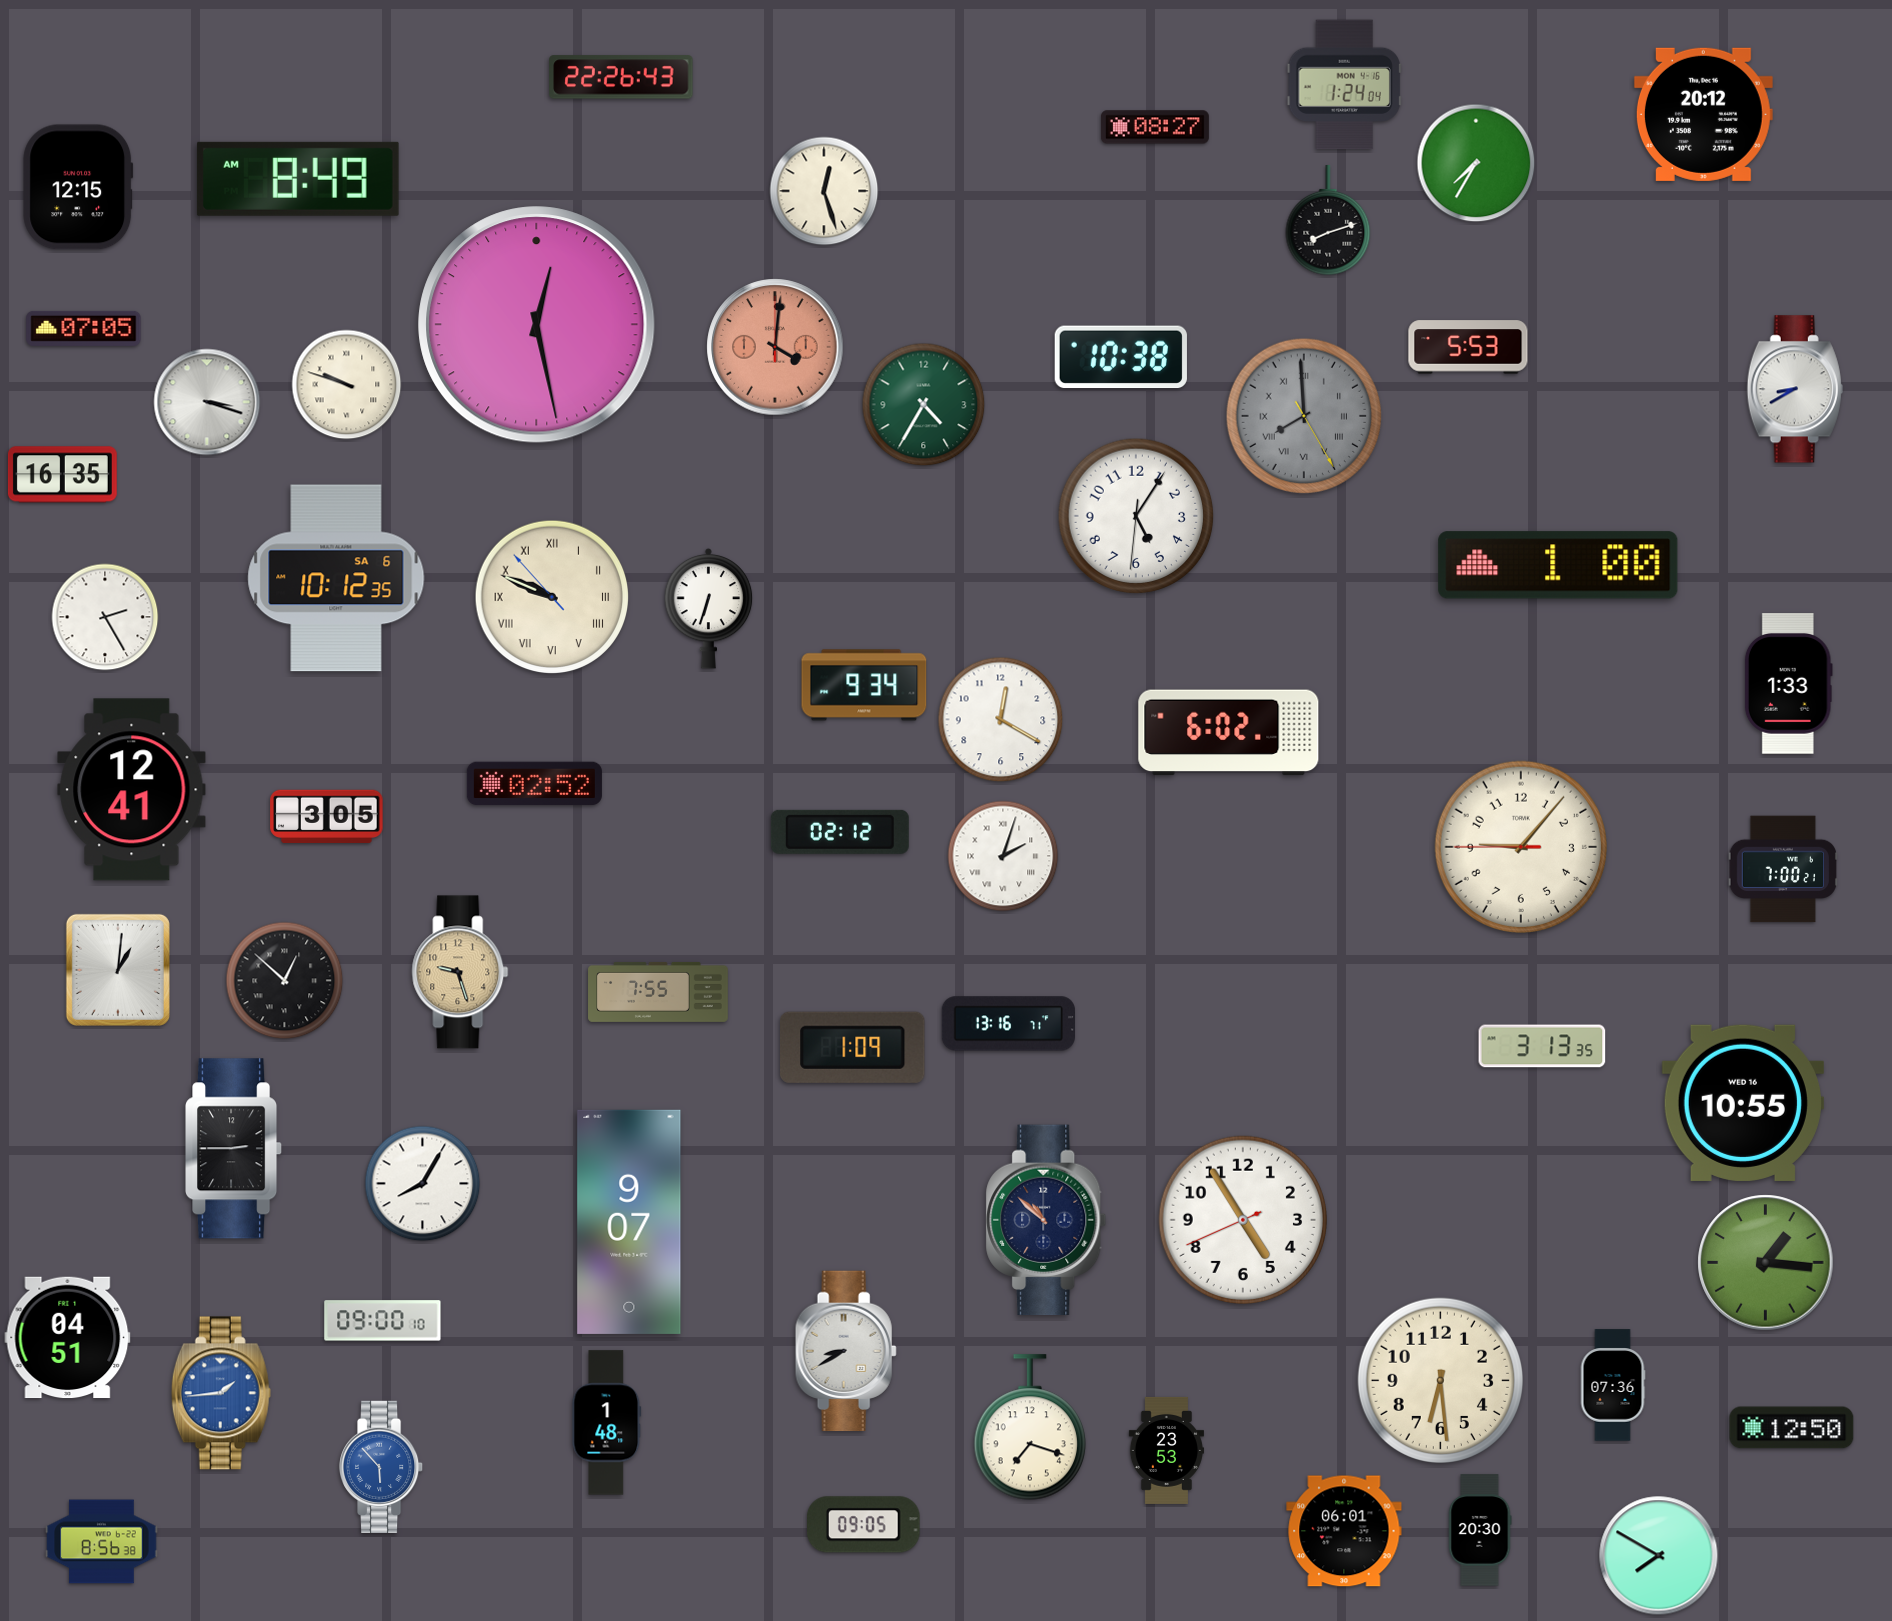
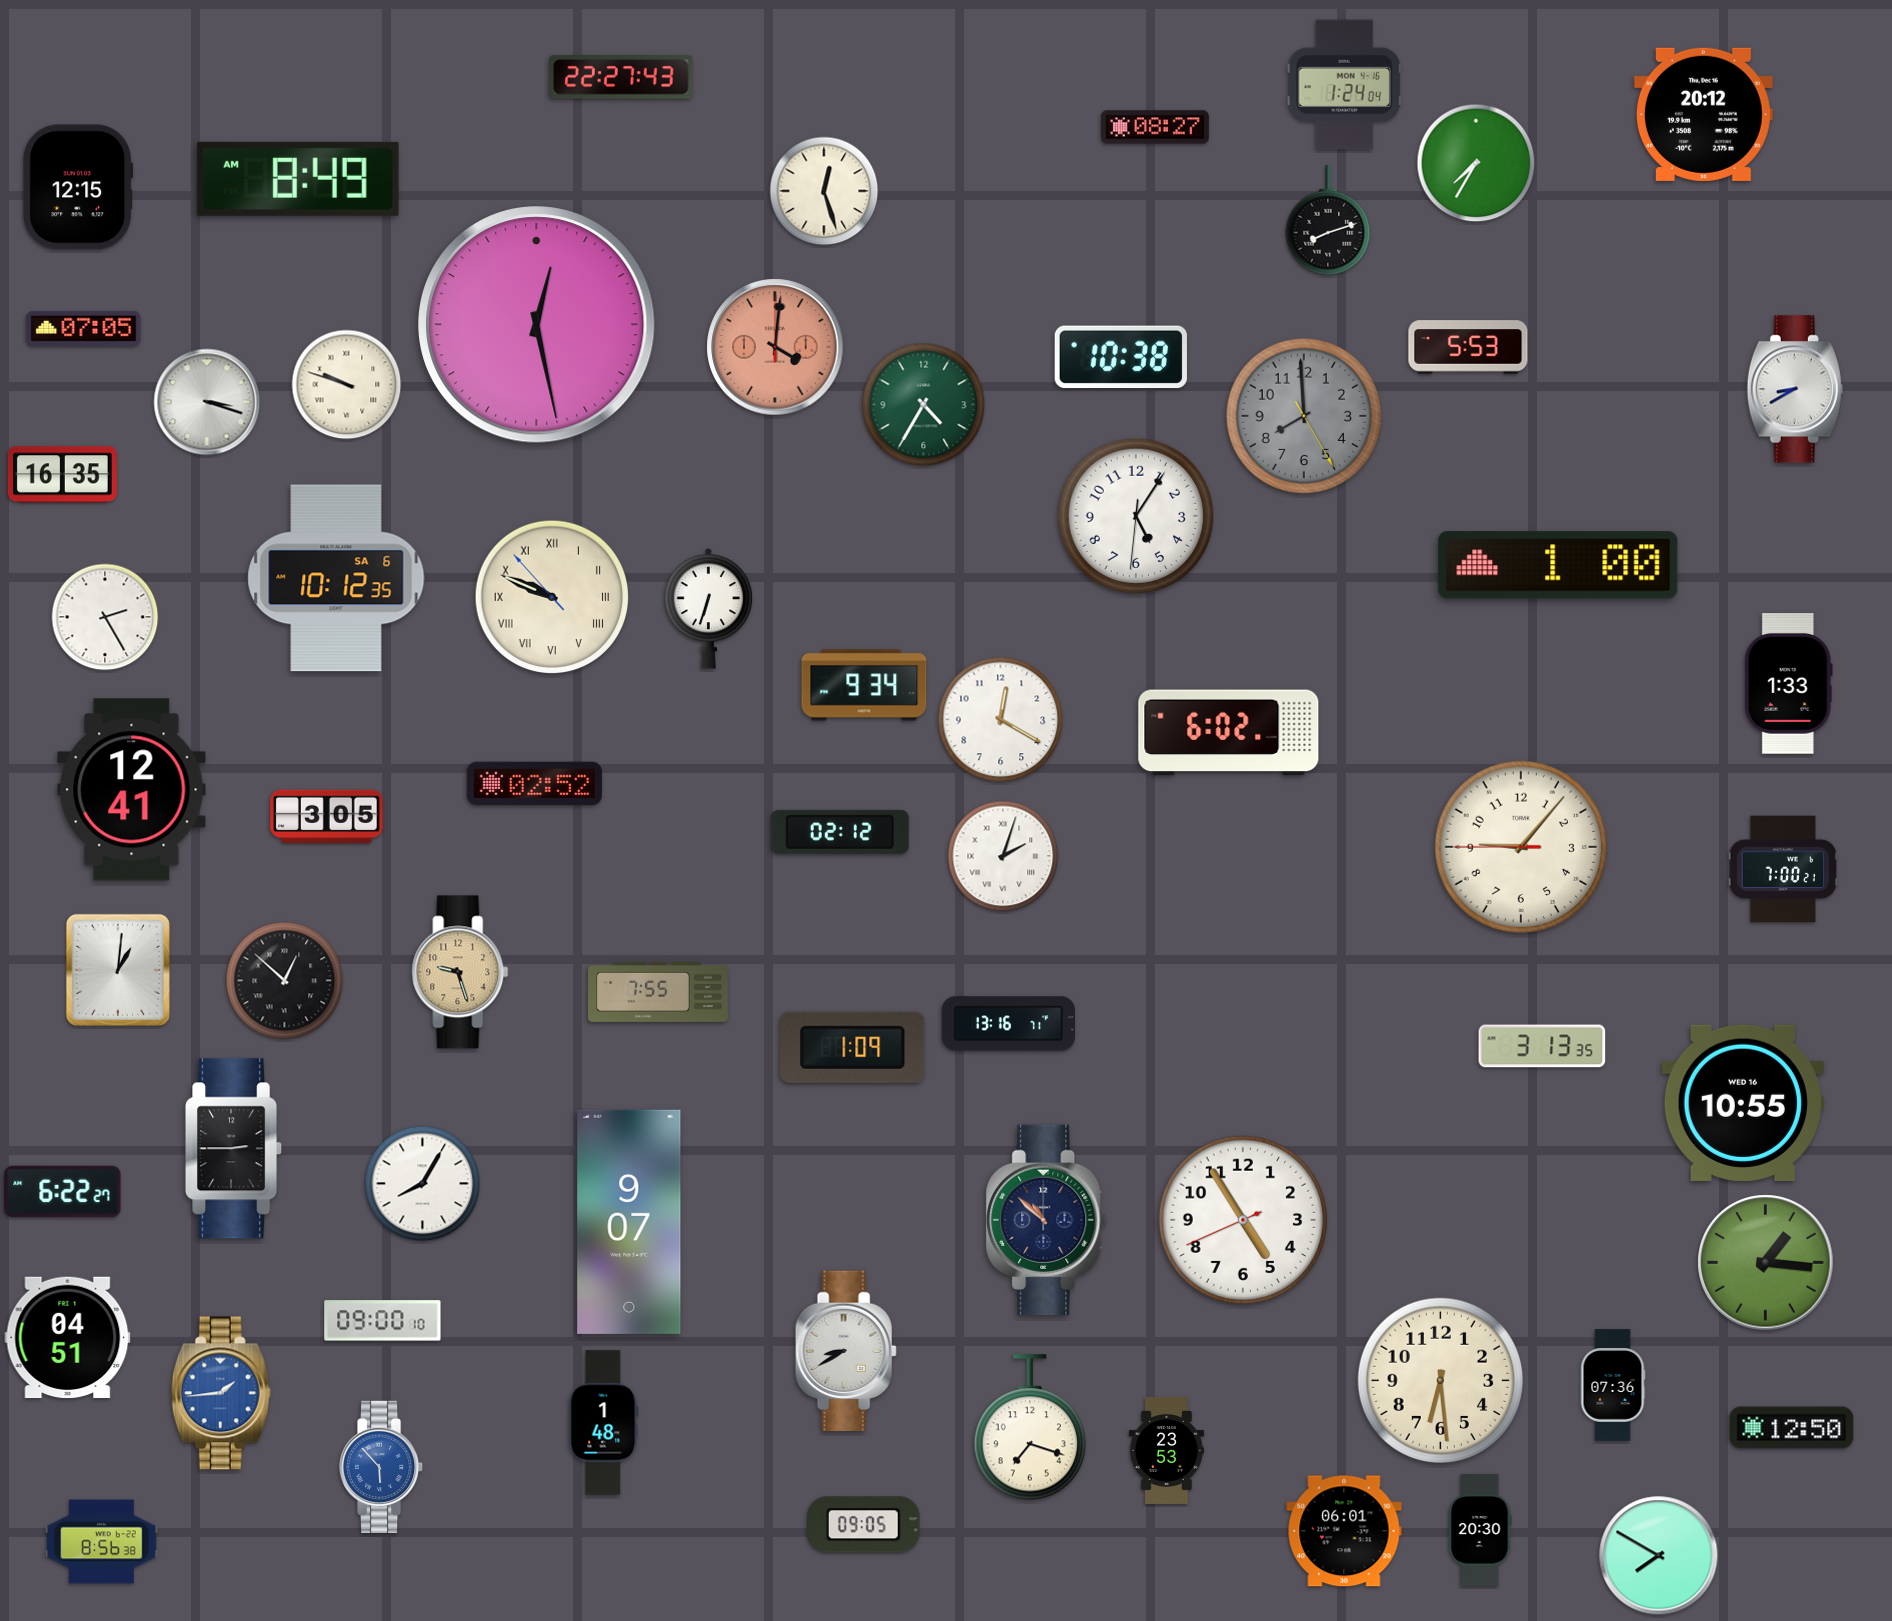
clock at (621, 77): 22:26 -> 22:27
clock at (1304, 416) numerals: Roman -> Arabic
clock at (63, 1192): none -> 6:22
clock at (607, 1423) position: (607, 1423) -> (604, 1423)
